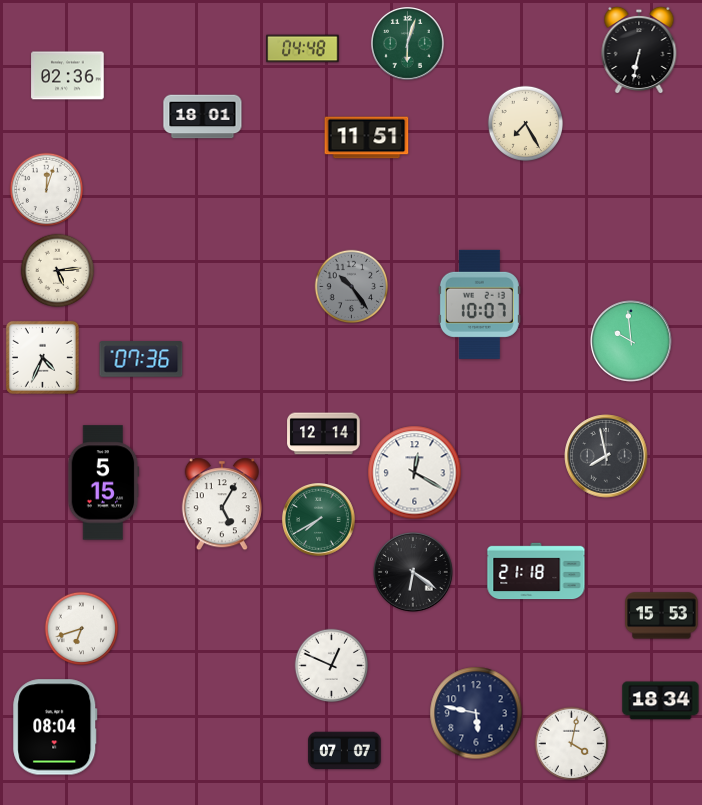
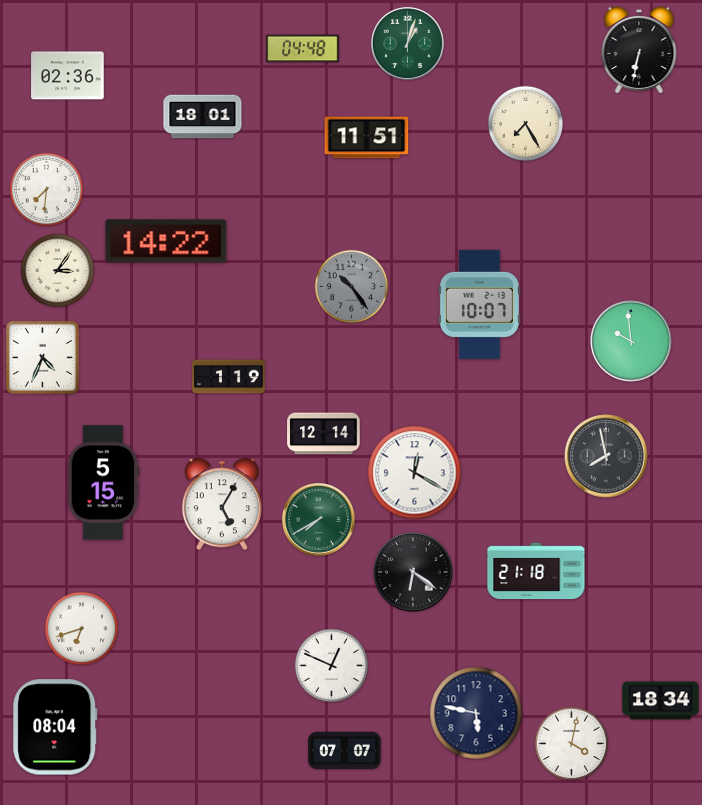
clock at (408, 44): 6:03 -> 1:03
clock at (47, 190): 12:03 -> 7:31
clock at (166, 241): none -> 14:22
clock at (58, 271): 5:14 -> 3:06
clock at (141, 359): 07:36 -> none
clock at (229, 377): none -> 1:19
clock at (662, 616): 15:53 -> none
